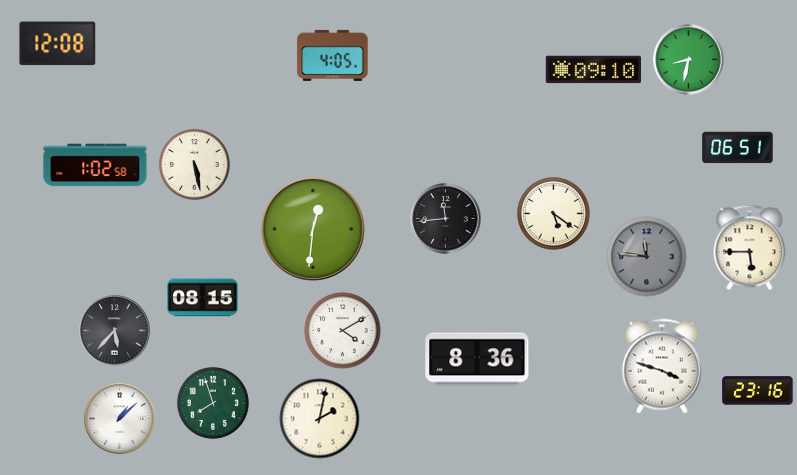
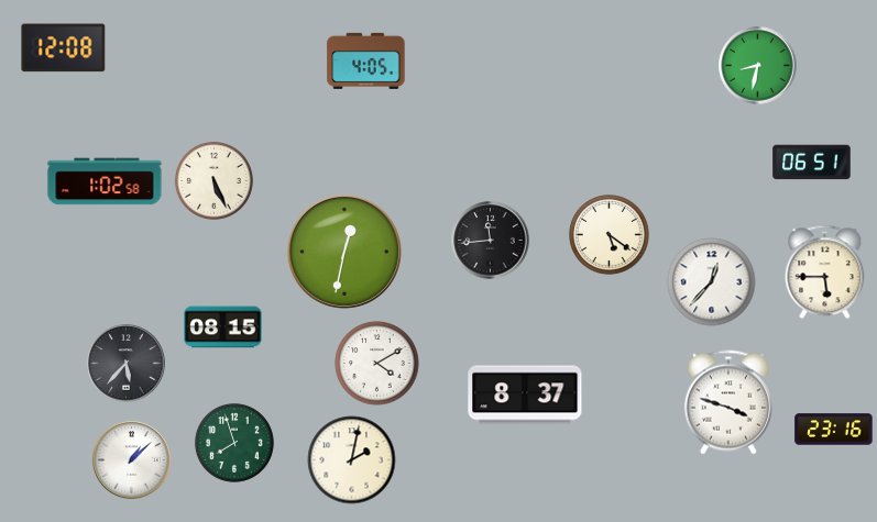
clock at (594, 70): 09:10 -> none
clock at (194, 164): 5:28 -> 5:26
clock at (313, 229): 12:31 -> 12:32
clock at (647, 257): 11:46 -> 12:37
clock at (647, 257) dial: grey -> white
clock at (477, 359): 8:36 -> 8:37
